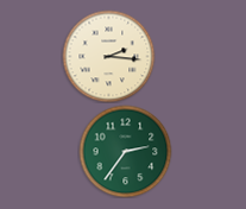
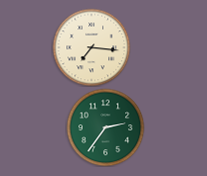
clock at (108, 56): 2:16 -> 7:16
